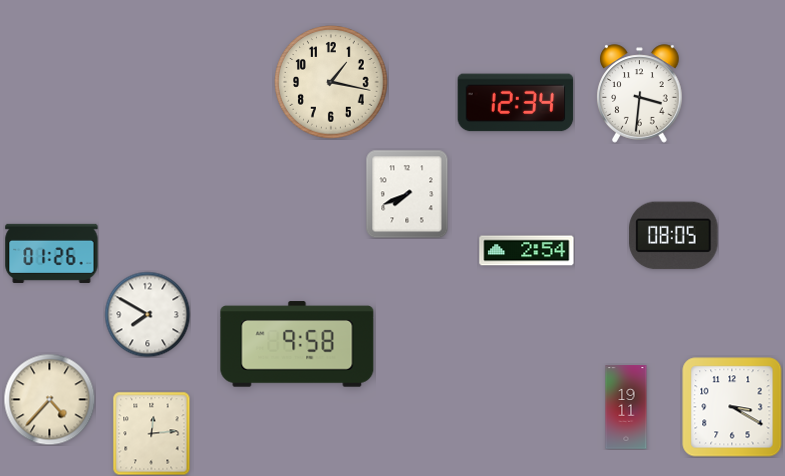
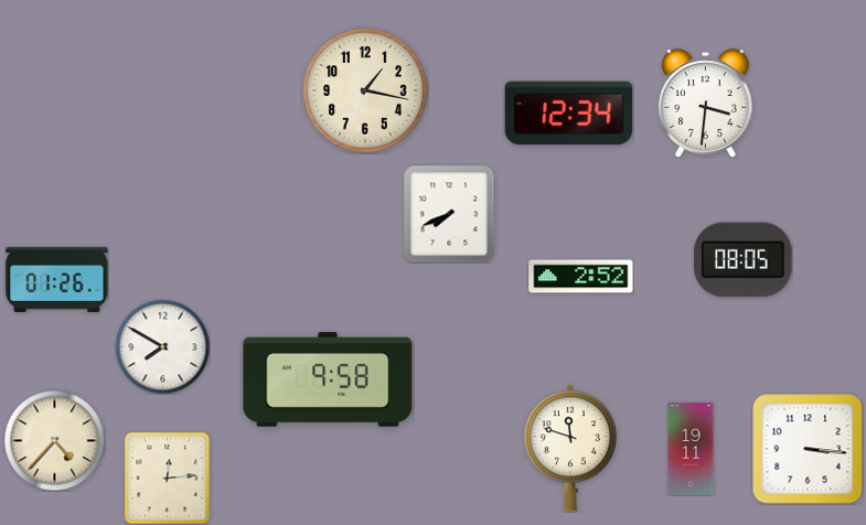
clock at (527, 251): 2:54 -> 2:52
clock at (570, 448): none -> 11:48
clock at (732, 407): 3:20 -> 3:16
